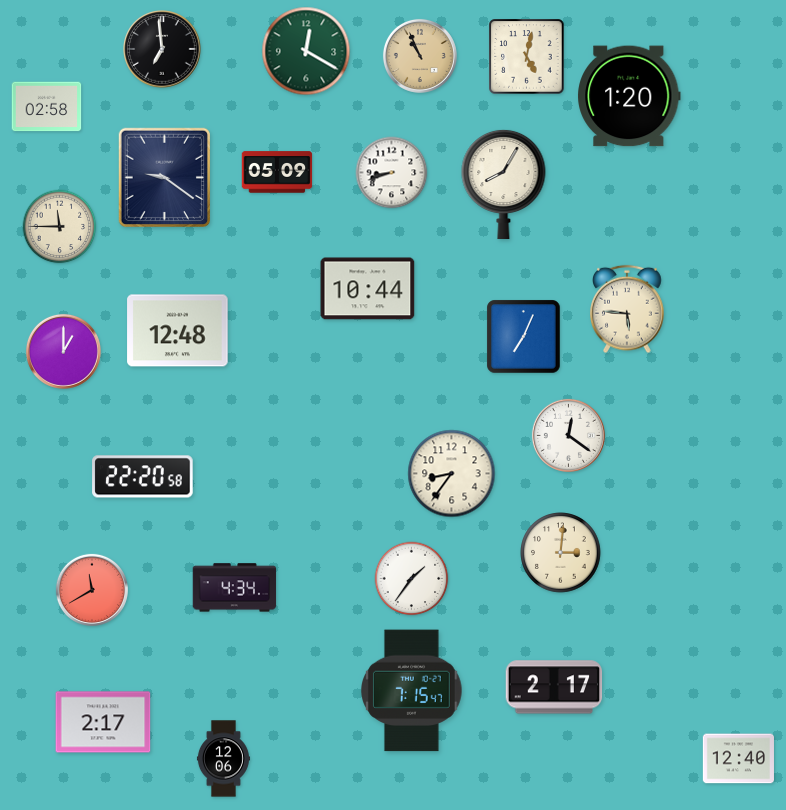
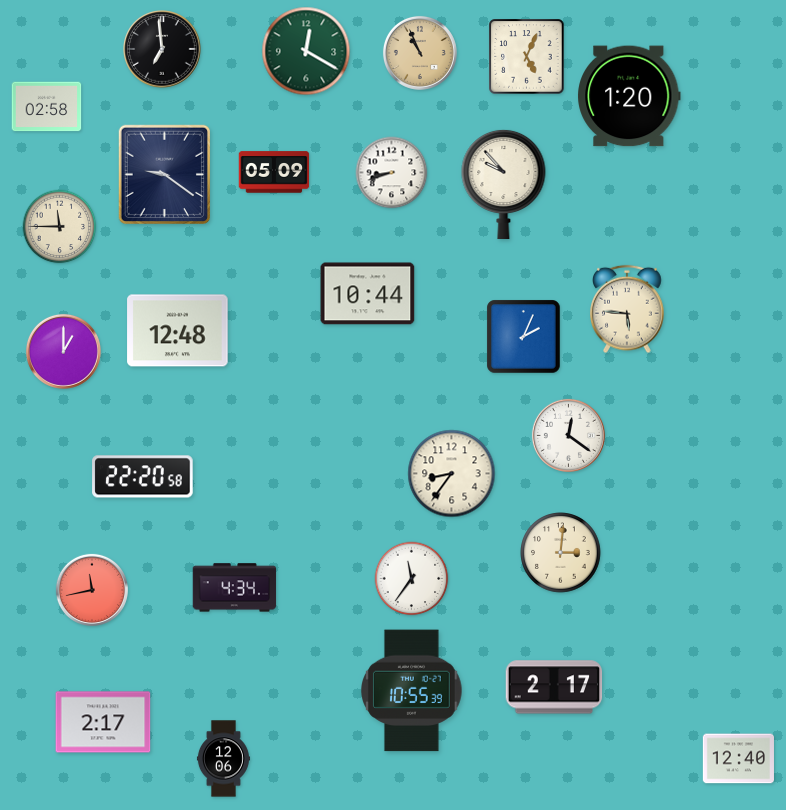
clock at (420, 56) position: (420, 56) -> (420, 53)
clock at (527, 57): 5:02 -> 5:04
clock at (277, 172) position: (277, 172) -> (274, 172)
clock at (164, 177) position: (164, 177) -> (164, 174)
clock at (504, 184): 8:05 -> 9:53
clock at (368, 289) position: (368, 289) -> (368, 294)
clock at (524, 337): 7:04 -> 2:04
clock at (412, 579): 1:36 -> 11:36
clock at (92, 590): 11:40 -> 11:43
clock at (412, 691): 7:15 -> 10:55
